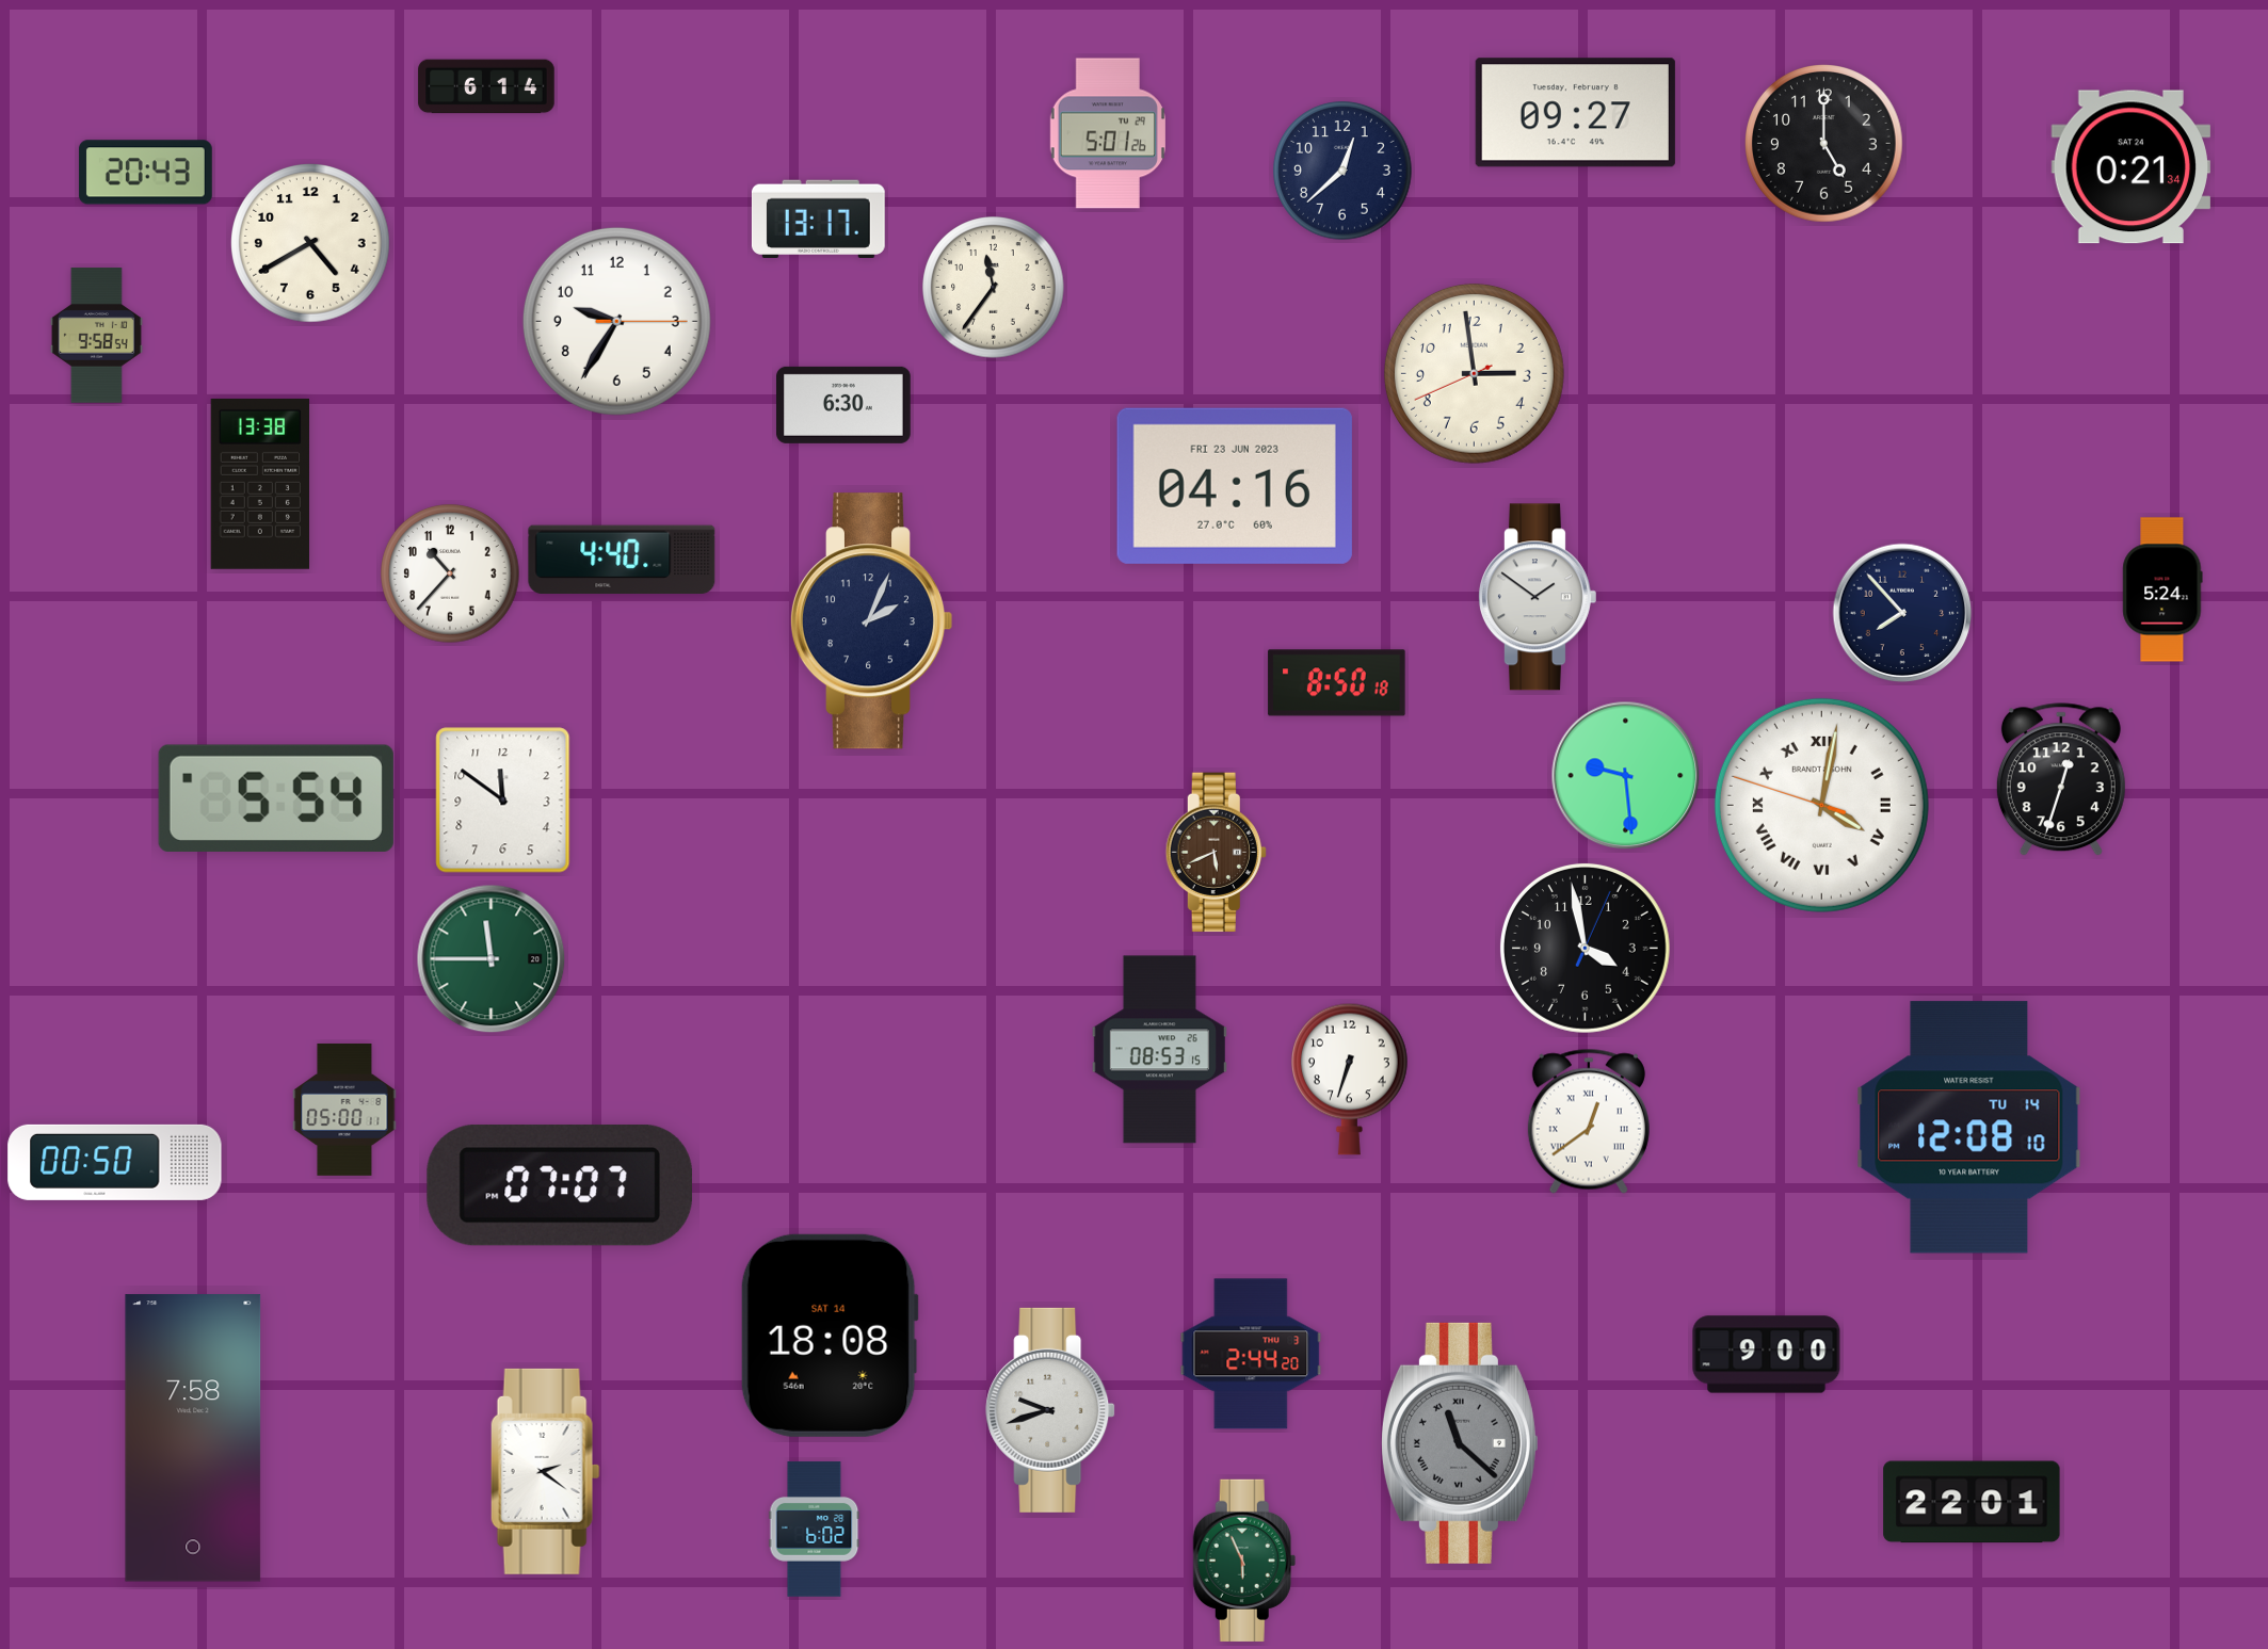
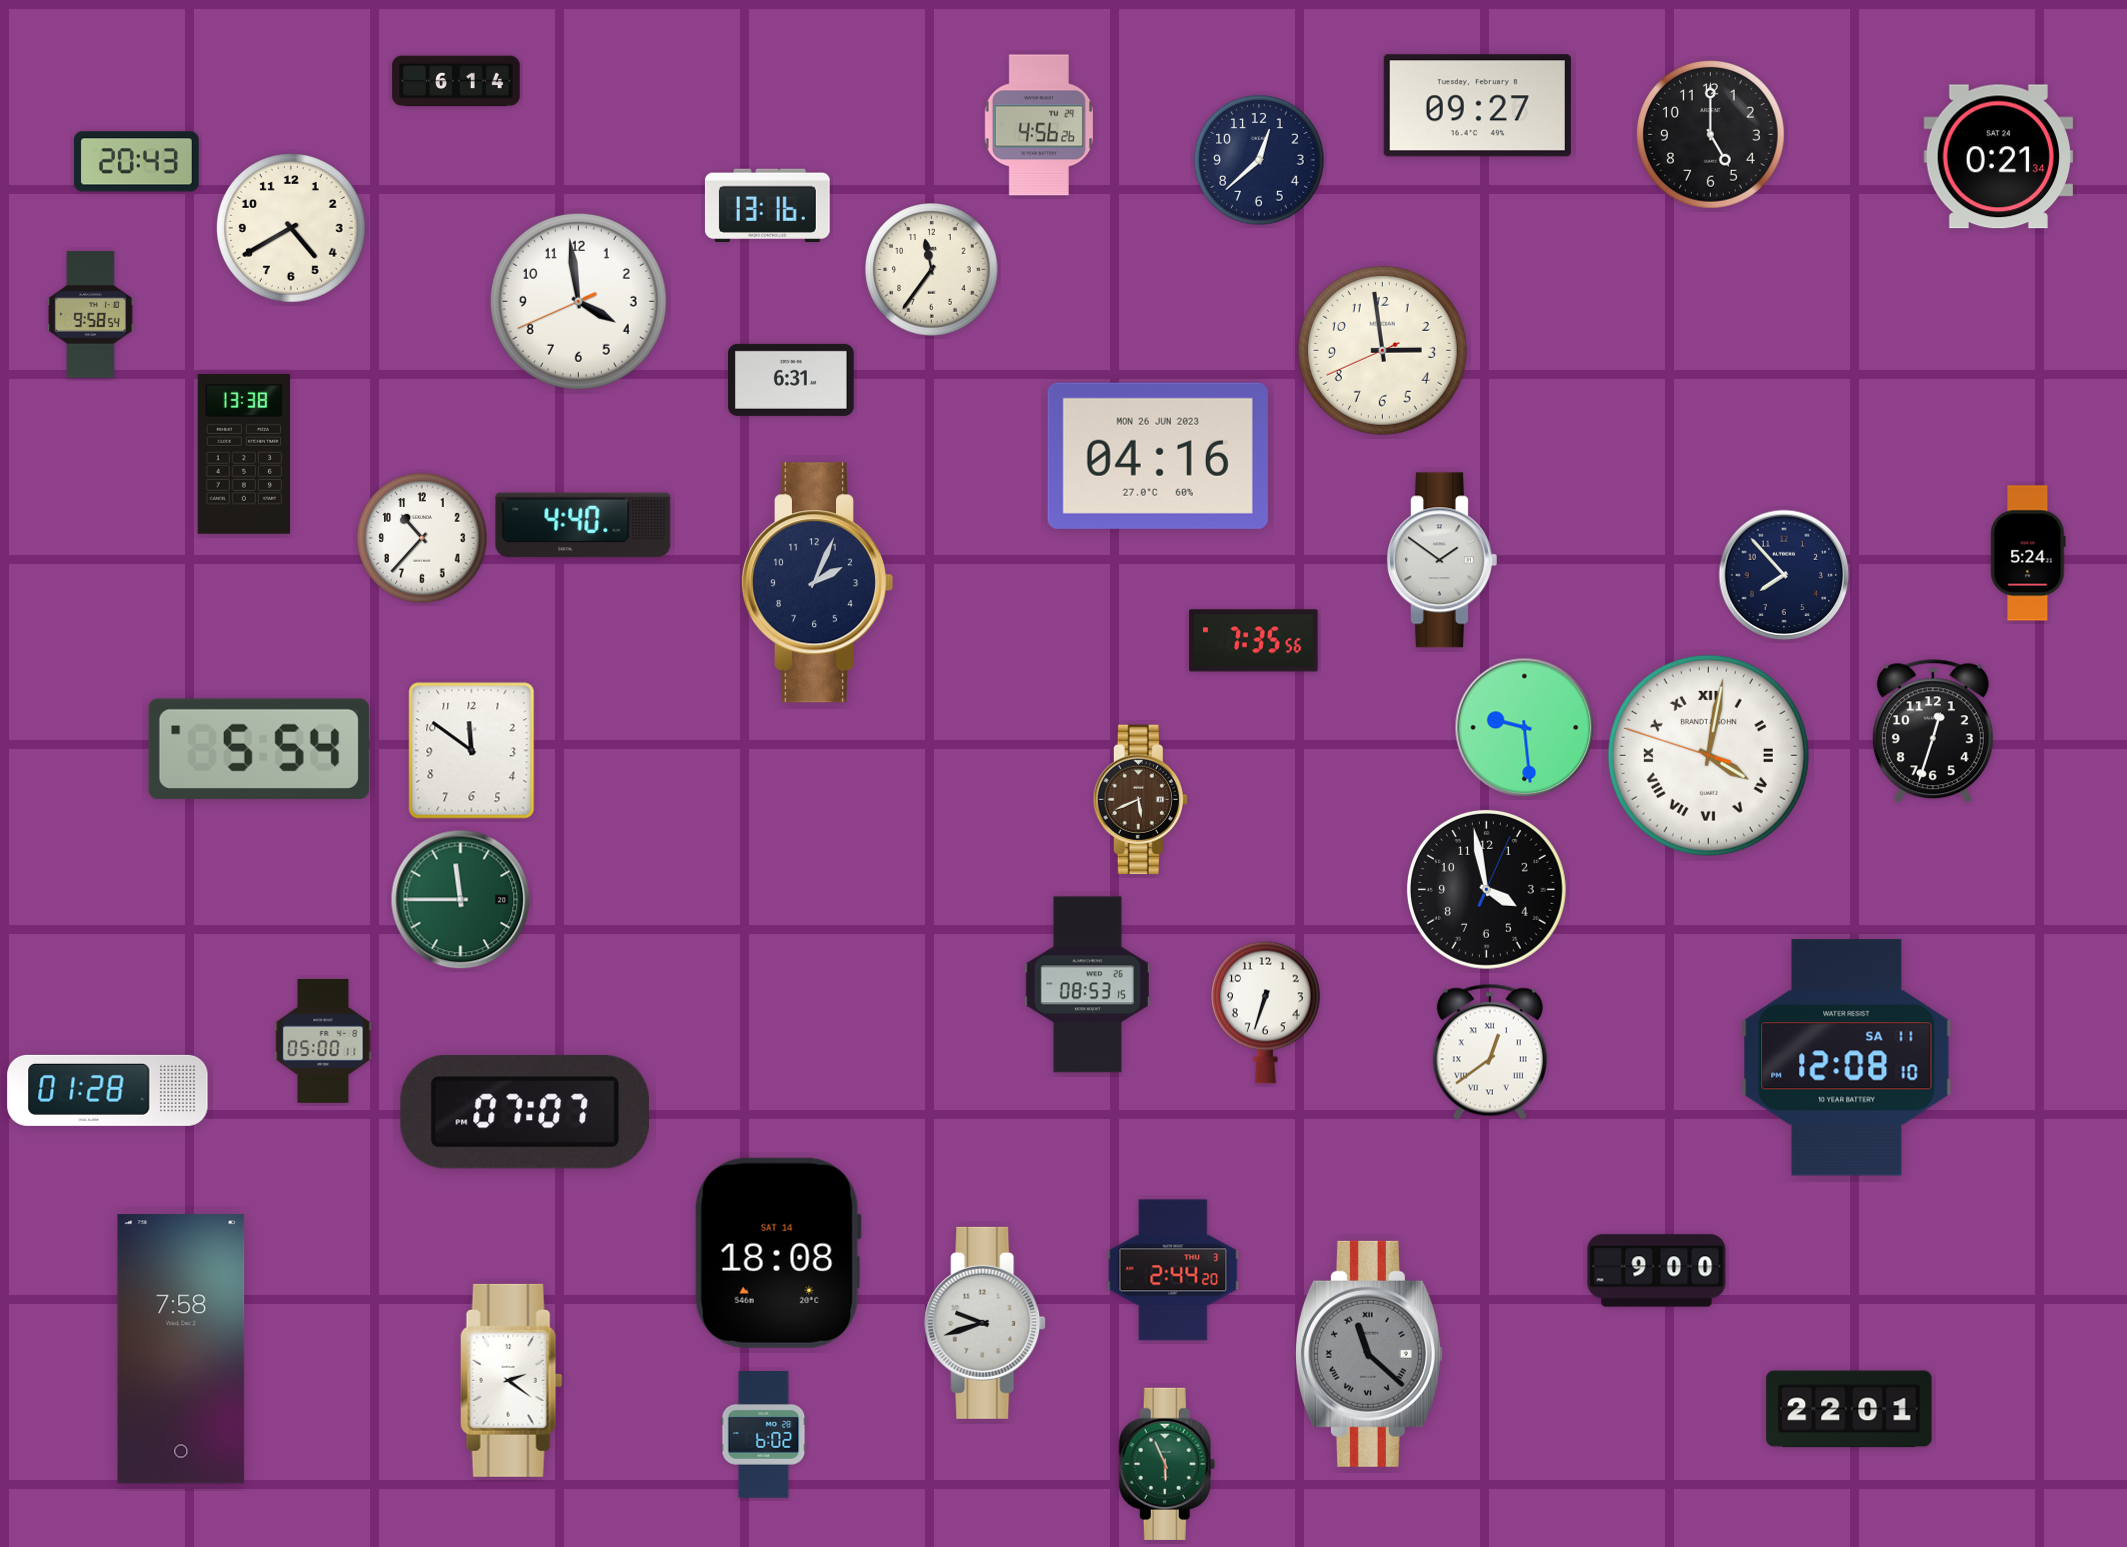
clock at (1108, 133): 5:01 -> 4:56
clock at (818, 219): 13:17 -> 13:16
clock at (616, 321): 9:35 -> 3:58
clock at (845, 405): 6:30 -> 6:31
clock at (1235, 486) date: FRI 23 JUN 2023 -> MON 26 JUN 2023
clock at (1337, 683): 8:50 -> 7:35
clock at (1969, 1128) date: TU 14 -> SA 11
clock at (115, 1162): 00:50 -> 01:28
